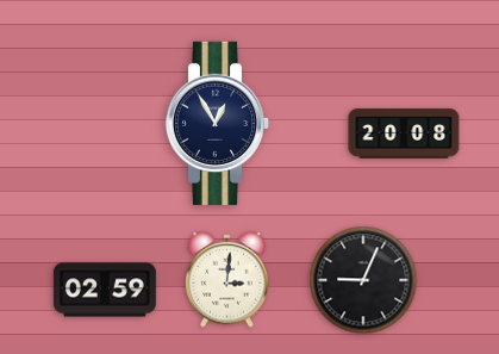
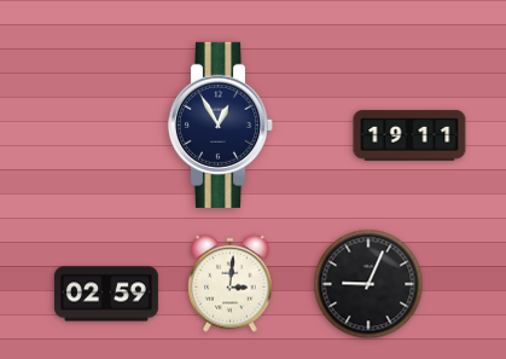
clock at (404, 133): 20:08 -> 19:11
